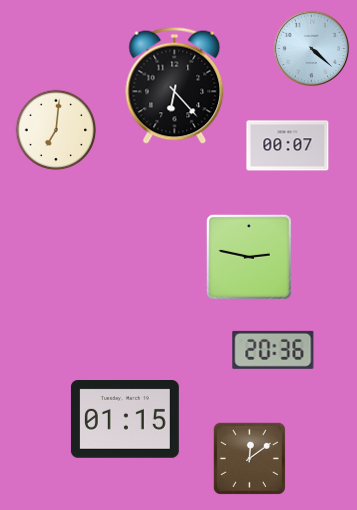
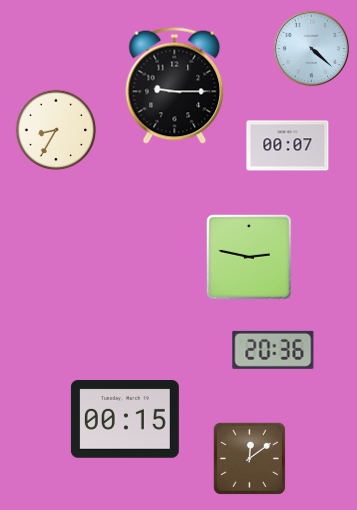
clock at (175, 85): 6:23 -> 9:15
clock at (56, 130): 7:01 -> 8:35
clock at (125, 420): 01:15 -> 00:15
